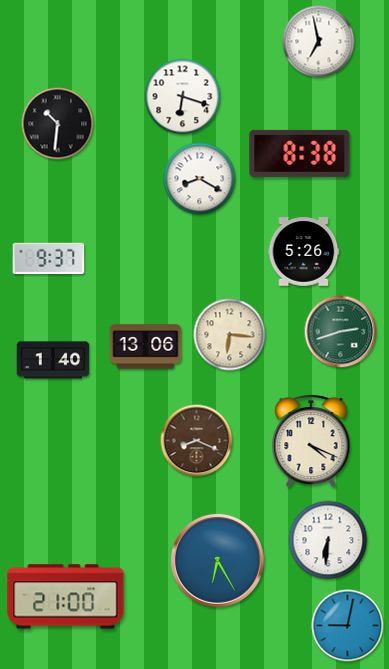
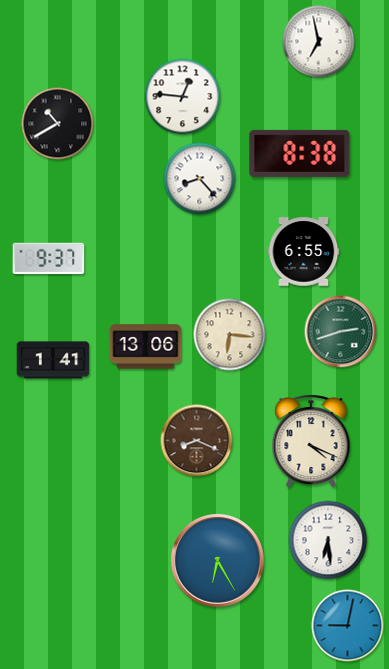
clock at (183, 97): 6:18 -> 12:46
clock at (58, 124): 10:31 -> 10:40
clock at (200, 179): 8:20 -> 8:23
clock at (304, 252): 5:26 -> 6:55
clock at (53, 360): 1:40 -> 1:41
clock at (328, 540): 6:31 -> 6:29
clock at (66, 597): 21:00 -> none
